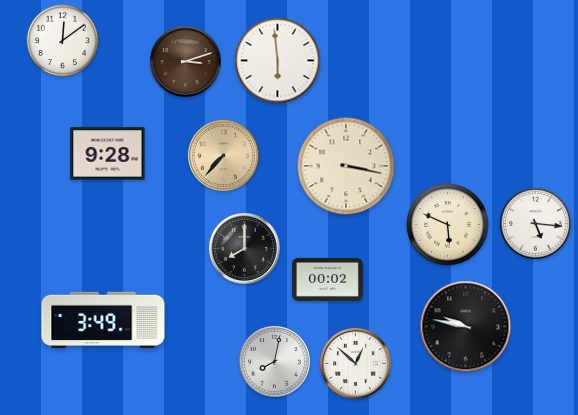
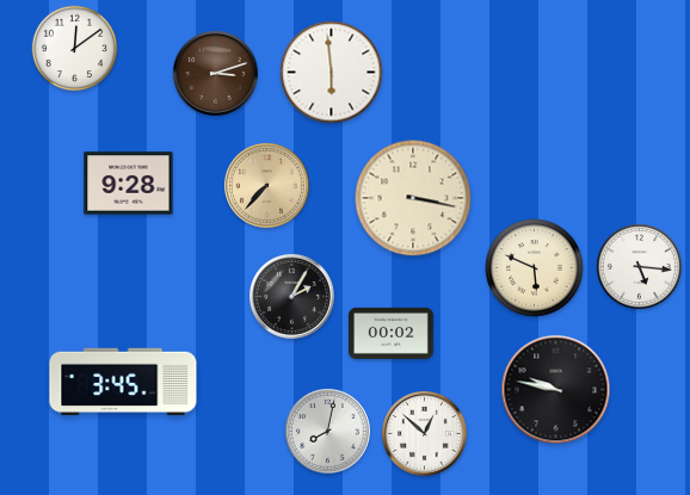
clock at (186, 62) position: (186, 62) -> (216, 74)
clock at (245, 249): 8:00 -> 2:05
clock at (103, 320): 3:49 -> 3:45
